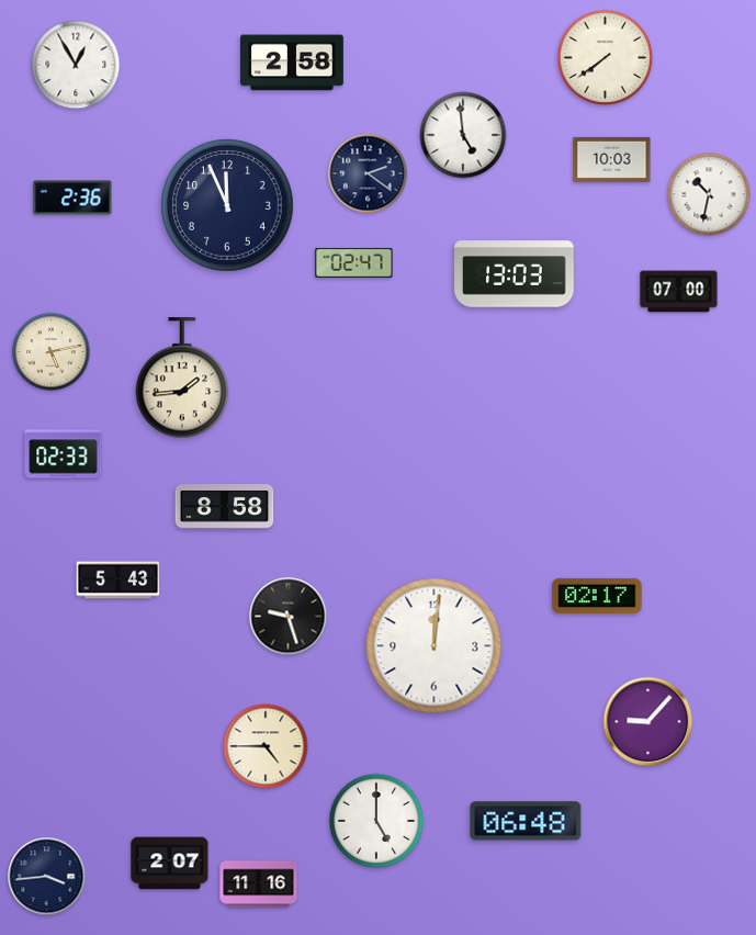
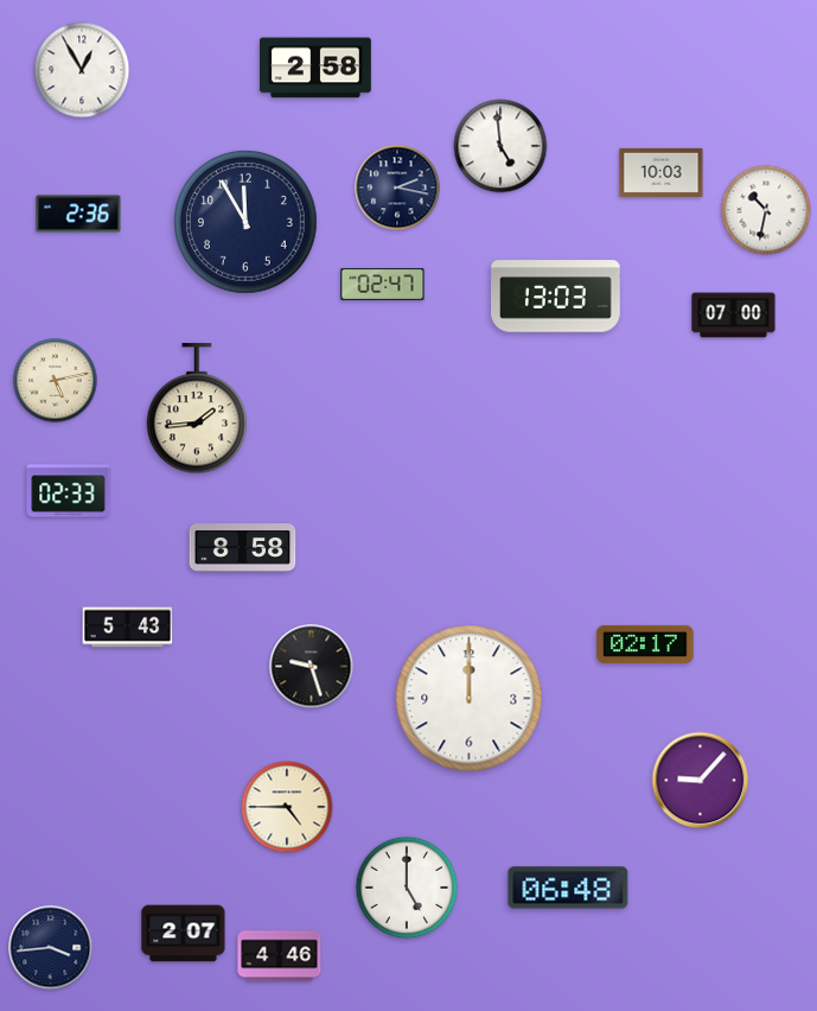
clock at (606, 58): 7:39 -> none
clock at (368, 173): 2:21 -> 2:17
clock at (227, 205): 11:56 -> 11:55
clock at (435, 646): 12:01 -> 12:00
clock at (259, 885): 11:16 -> 4:46
